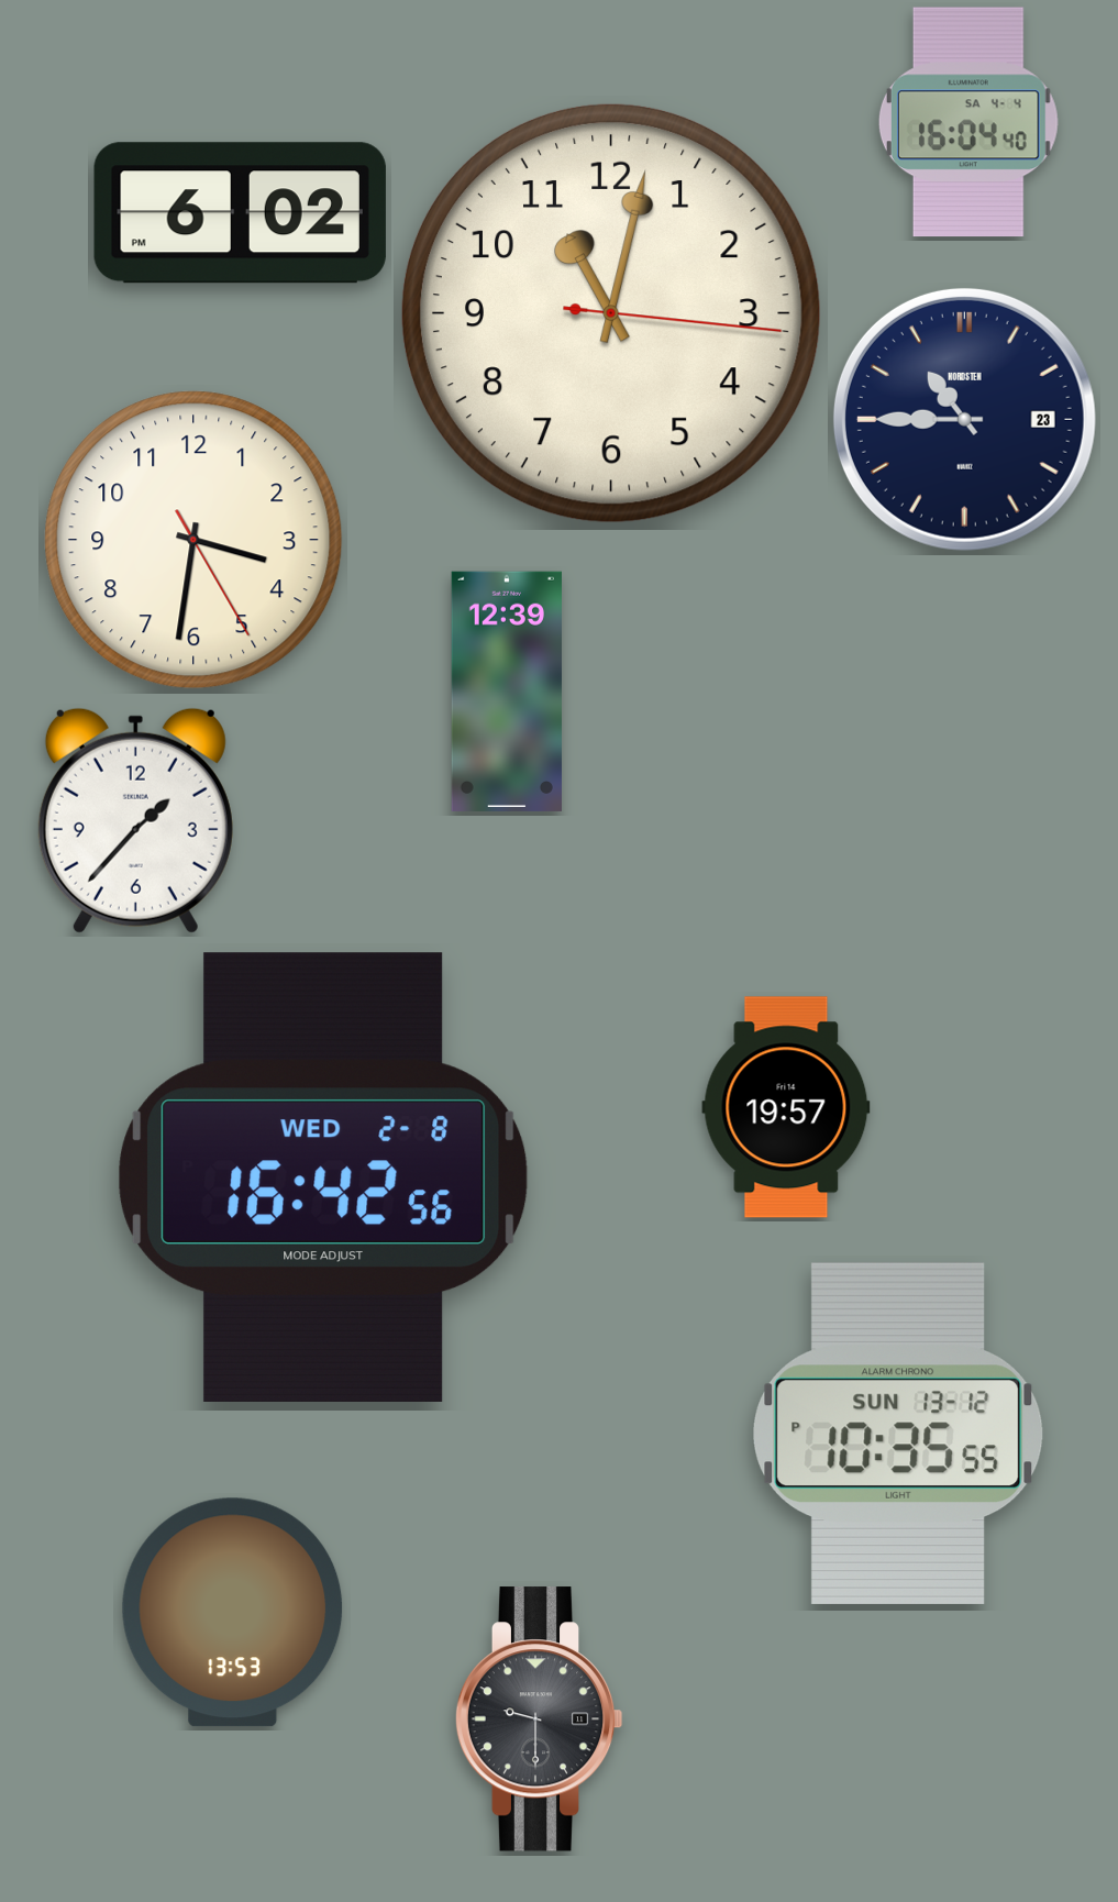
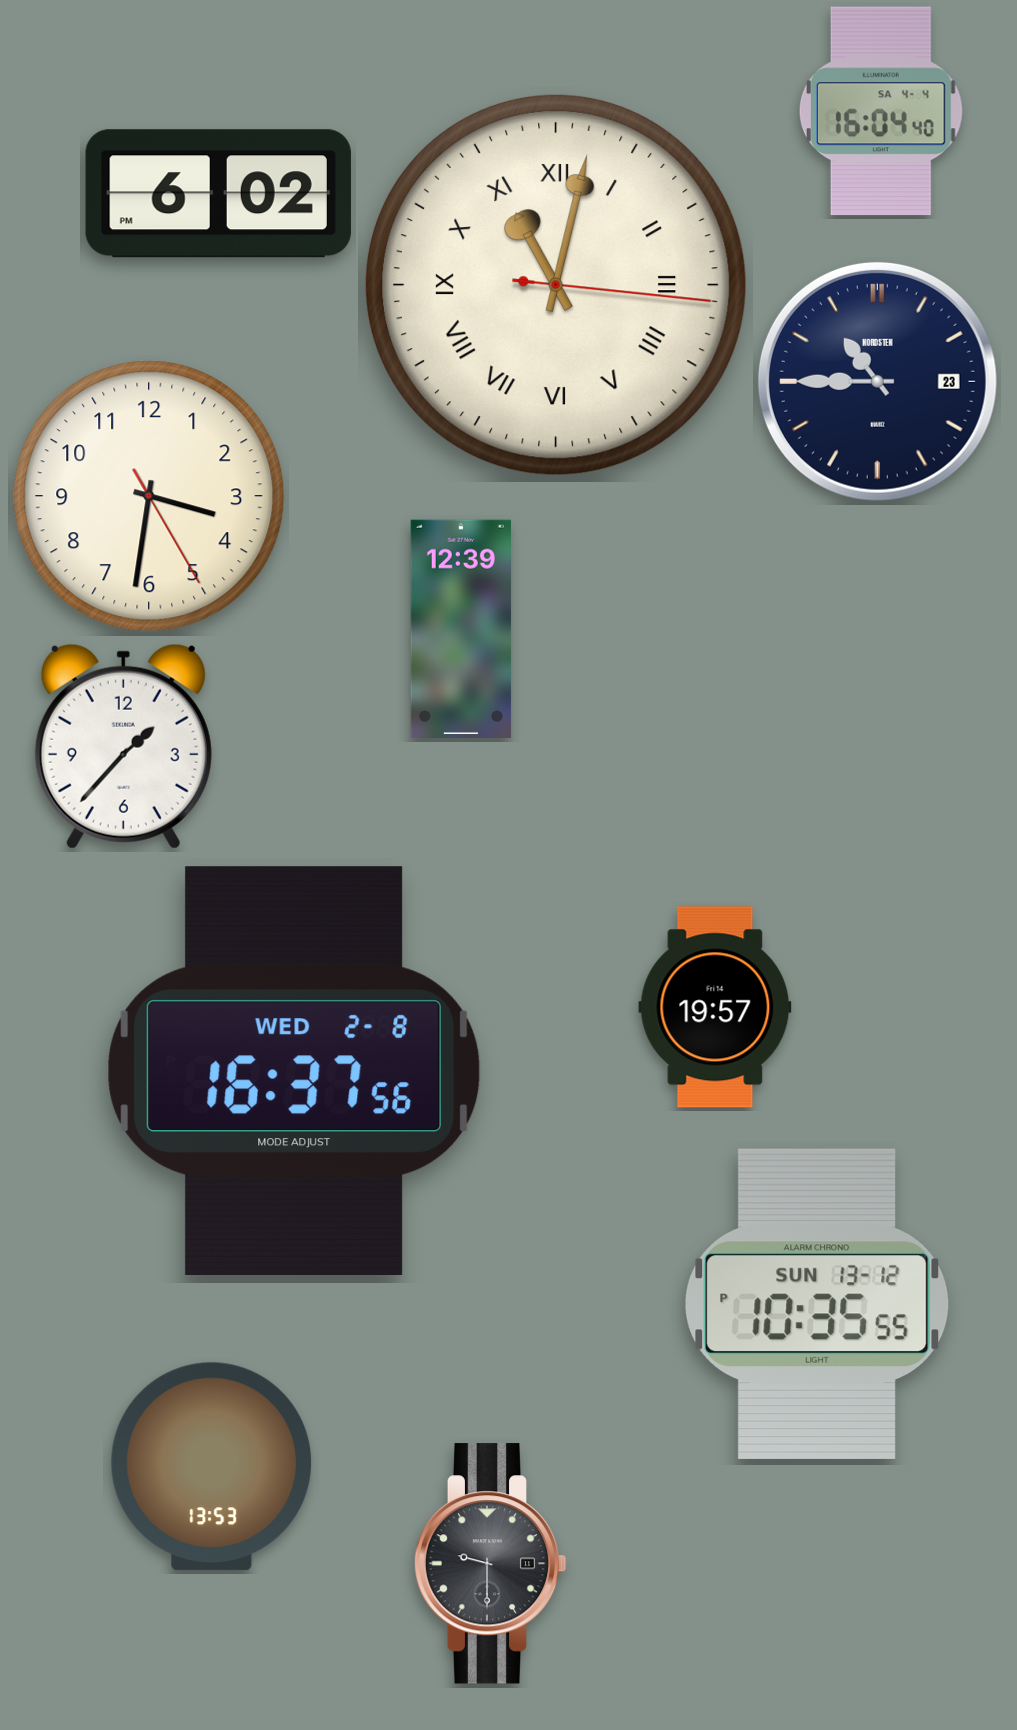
clock at (611, 313) numerals: Arabic -> Roman
clock at (193, 540) position: (193, 540) -> (149, 496)
clock at (323, 1177): 16:42 -> 16:37
